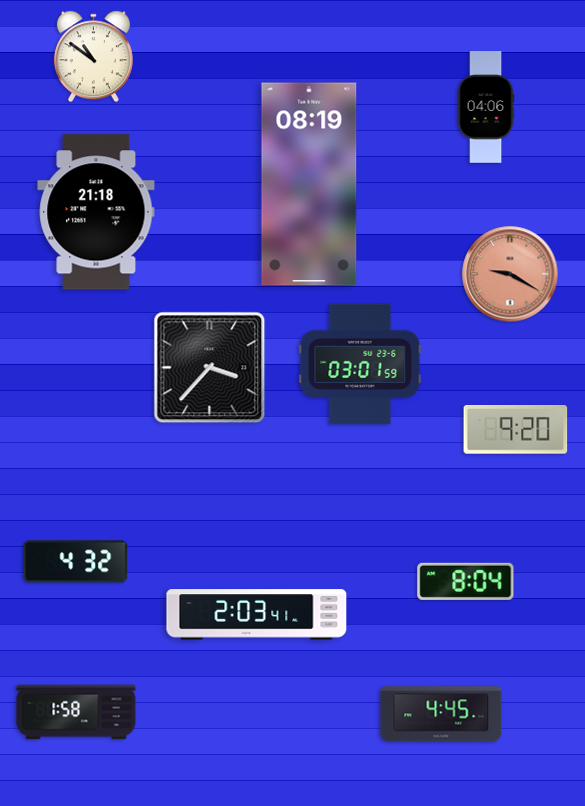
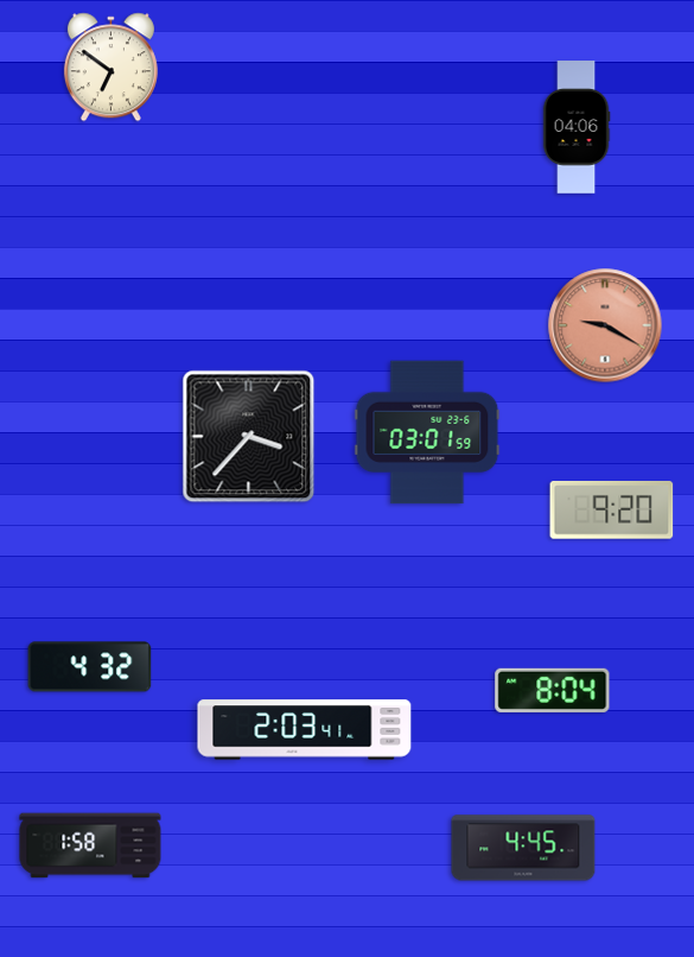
clock at (93, 57): 10:51 -> 6:51
clock at (309, 184): 08:19 -> none
clock at (96, 212): 21:18 -> none
